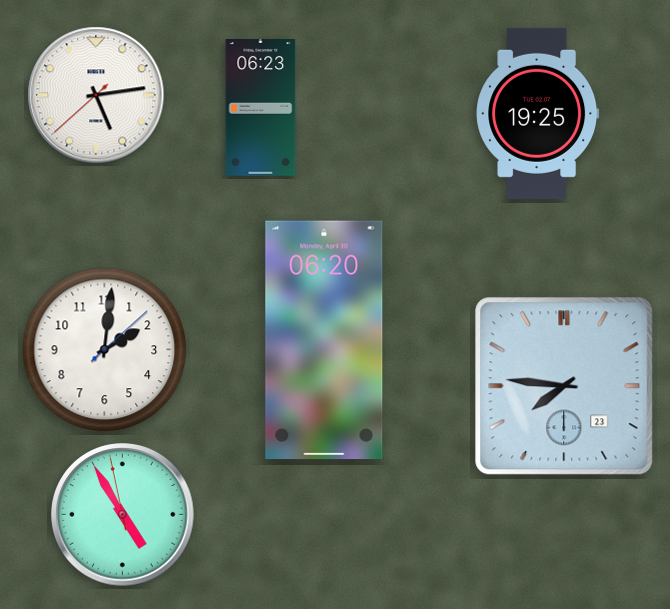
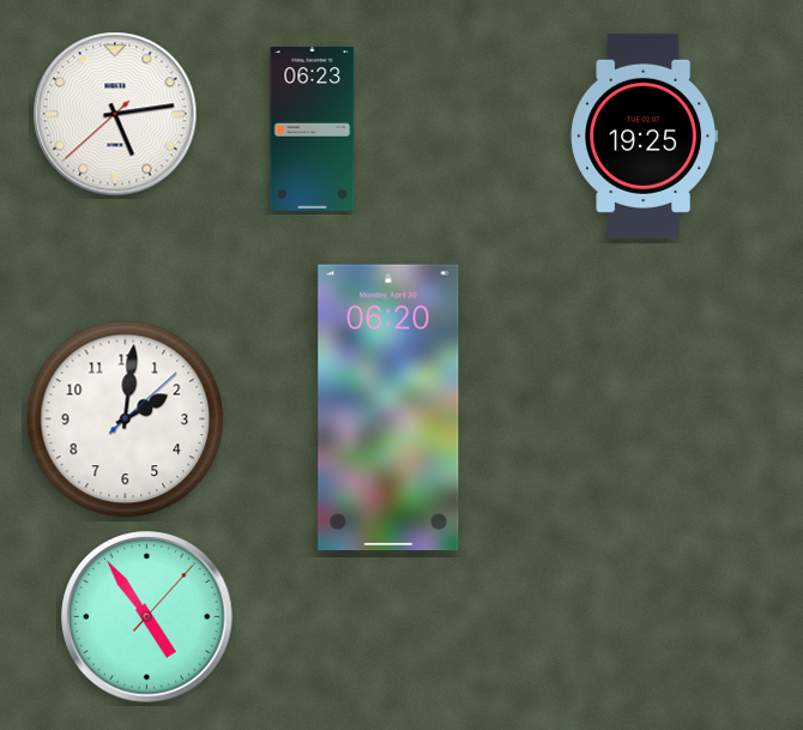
clock at (564, 386): 7:46 -> none
clock at (123, 515): 4:54:58 -> 4:54:07
